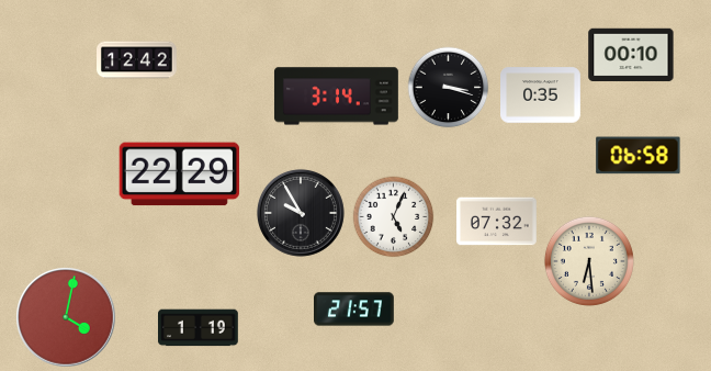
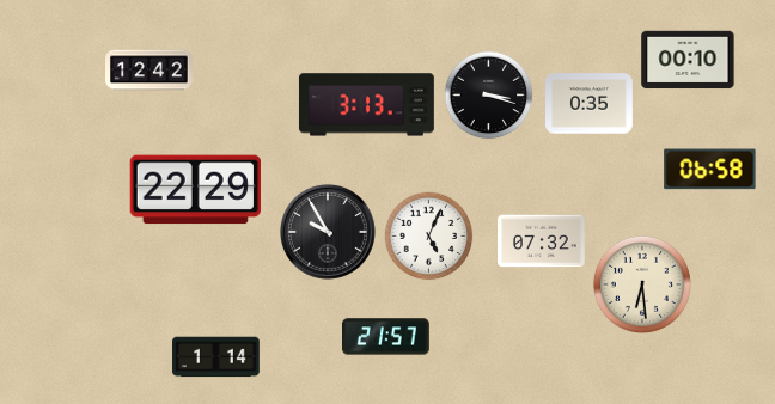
clock at (137, 60) position: (137, 60) -> (149, 71)
clock at (336, 97): 3:14 -> 3:13
clock at (639, 156) position: (639, 156) -> (710, 170)
clock at (66, 317): 4:02 -> none
clock at (199, 328): 1:19 -> 1:14
